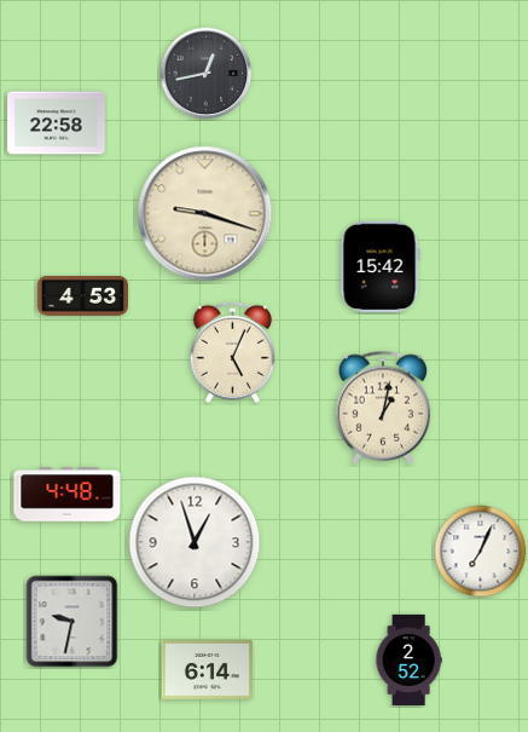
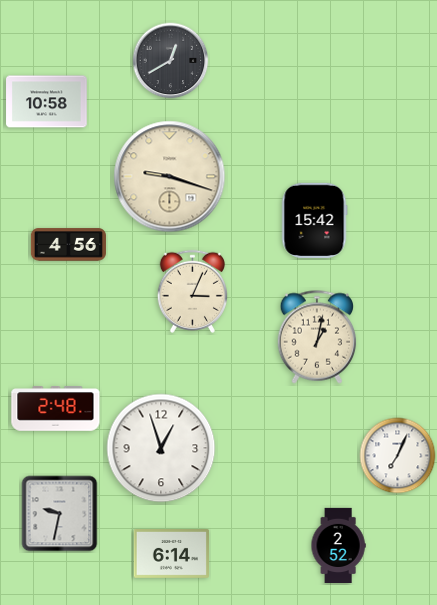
clock at (207, 74): 12:43 -> 12:40
clock at (57, 123): 22:58 -> 10:58
clock at (82, 296): 4:53 -> 4:56
clock at (232, 352): 5:04 -> 3:04
clock at (68, 495): 4:48 -> 2:48
